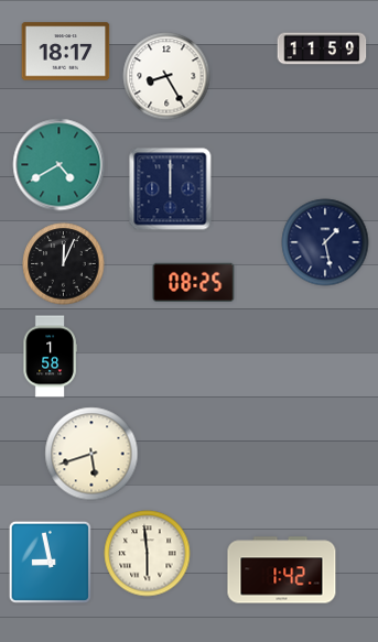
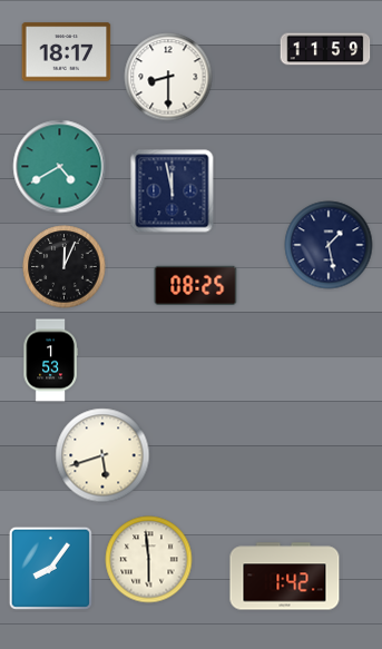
clock at (166, 76): 8:25 -> 8:30
clock at (171, 189): 12:00 -> 11:58
clock at (50, 357): 1:58 -> 1:53
clock at (91, 454) position: (91, 454) -> (102, 455)
clock at (50, 562): 8:58 -> 8:06
